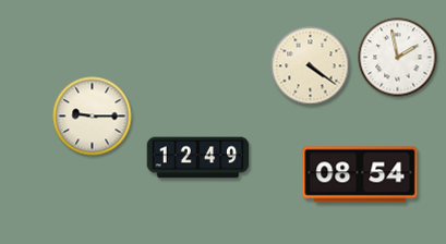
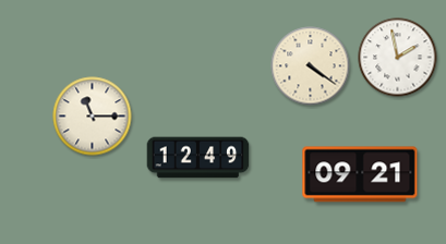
clock at (93, 117): 9:15 -> 11:15
clock at (360, 174): 08:54 -> 09:21
